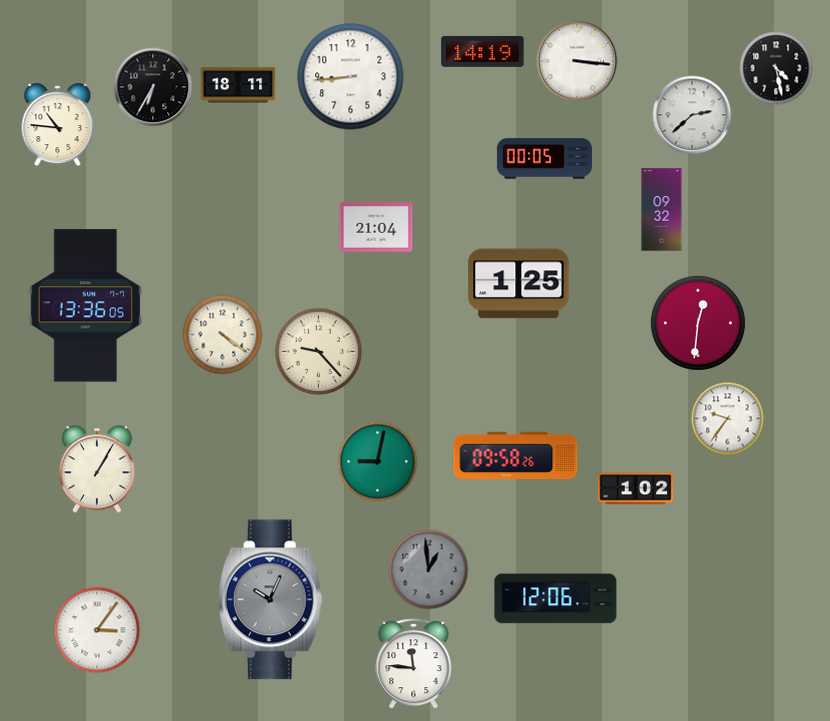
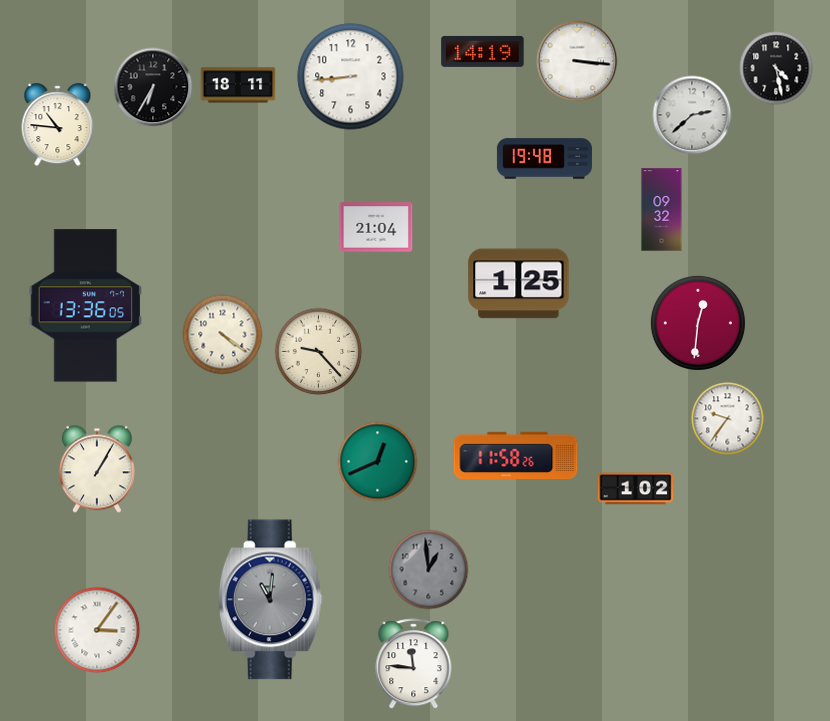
clock at (544, 159): 00:05 -> 19:48
clock at (516, 456): 09:58 -> 11:58
clock at (378, 462): 9:02 -> 12:41
clock at (556, 599): 12:06 -> none
clock at (270, 600): 10:04 -> 11:01
